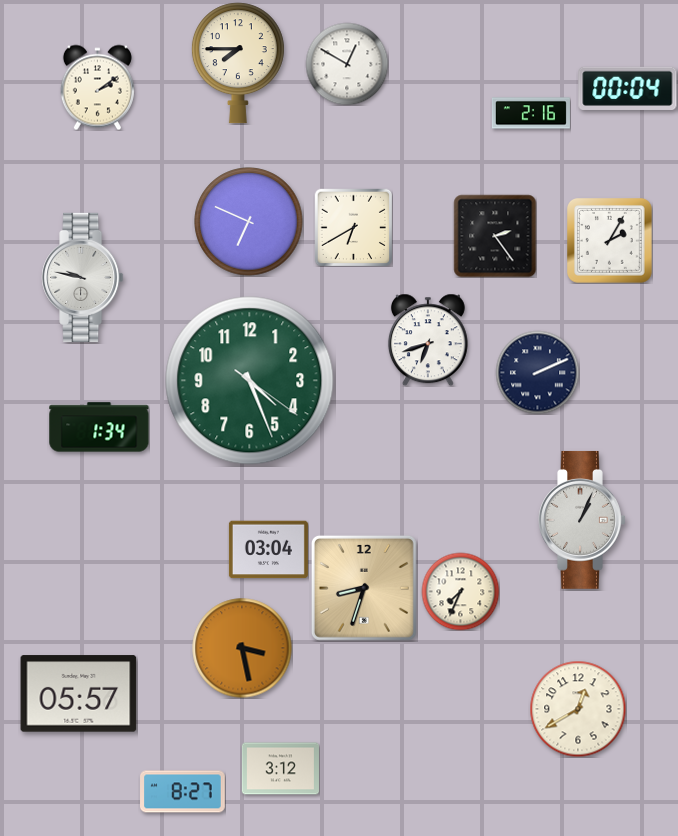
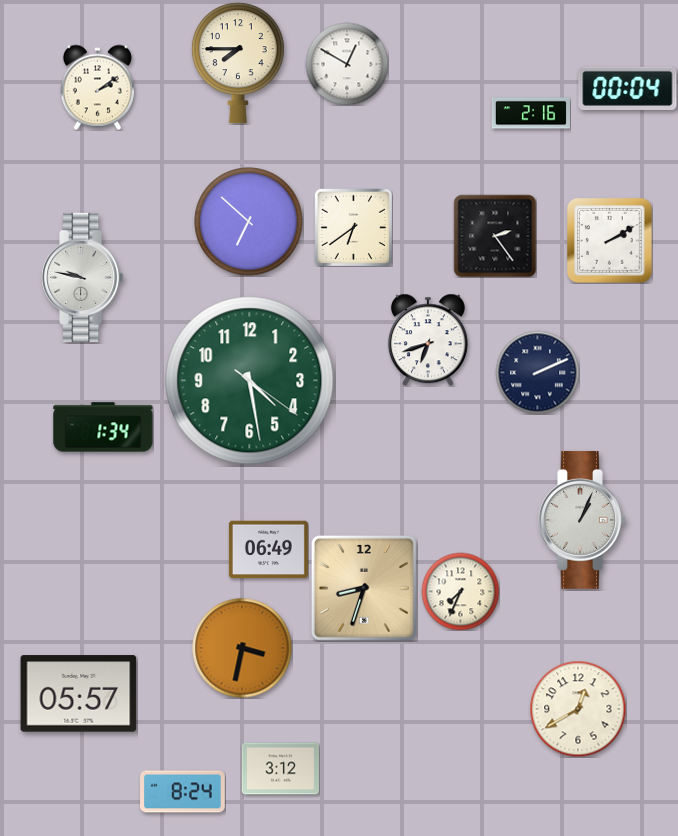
clock at (249, 222): 6:49 -> 6:52
clock at (353, 227): 6:40 -> 6:39
clock at (610, 241): 2:05 -> 2:10
clock at (250, 381): 4:26 -> 4:28
clock at (99, 427) position: (99, 427) -> (103, 427)
clock at (268, 550): 03:04 -> 06:49
clock at (242, 648): 3:28 -> 3:32
clock at (183, 792): 8:27 -> 8:24
